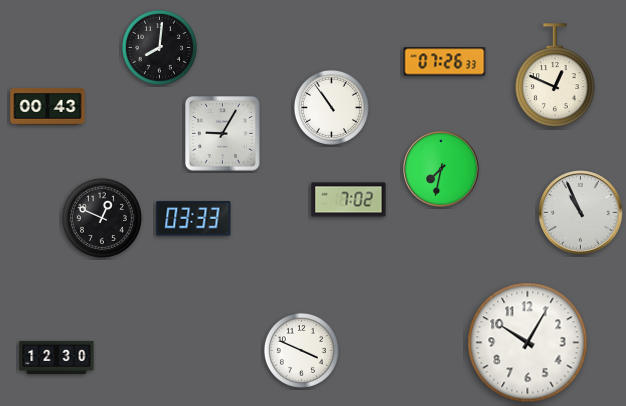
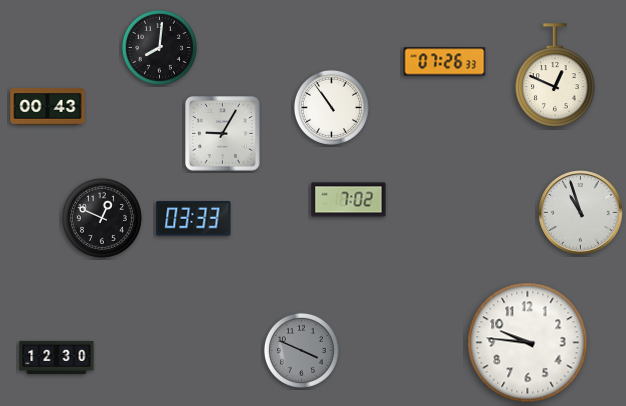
clock at (441, 169): 7:32 -> none
clock at (581, 213): 10:56 -> 10:57
clock at (528, 343): 10:05 -> 9:46
clock at (301, 350) dial: white -> grey
